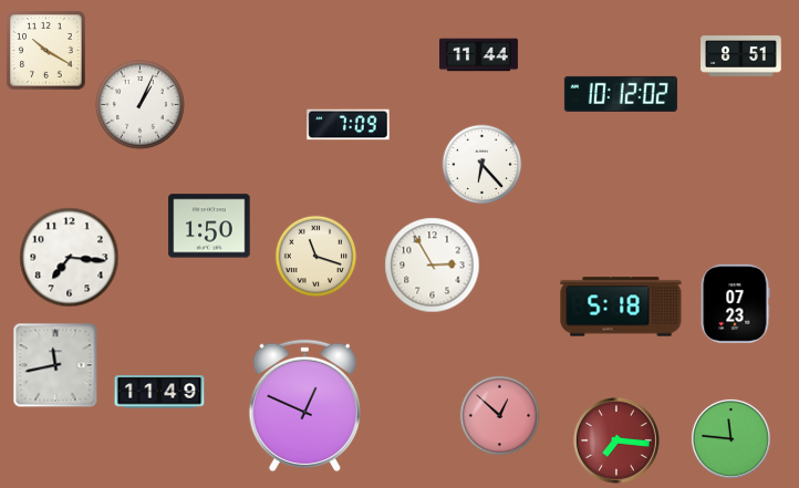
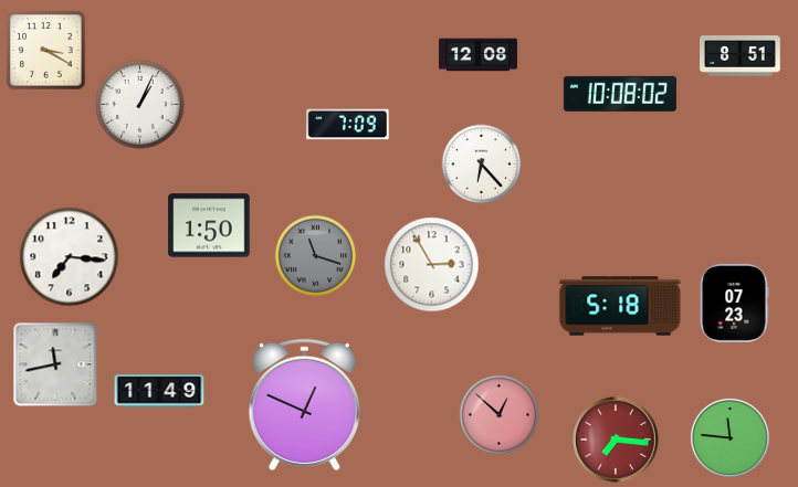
clock at (46, 51): 10:20 -> 3:20
clock at (478, 55): 11:44 -> 12:08
clock at (621, 94): 10:12 -> 10:08
clock at (317, 257) dial: cream -> grey
